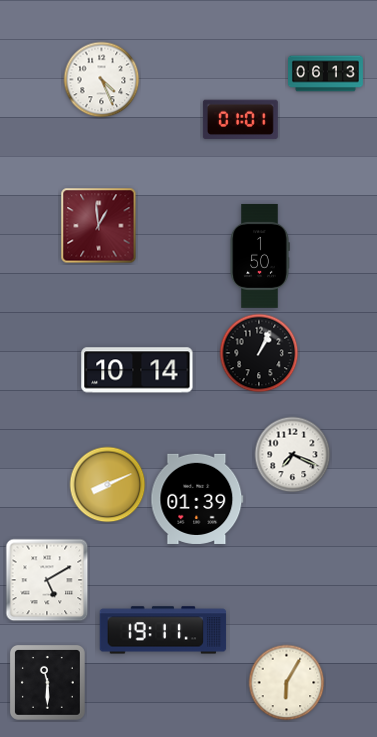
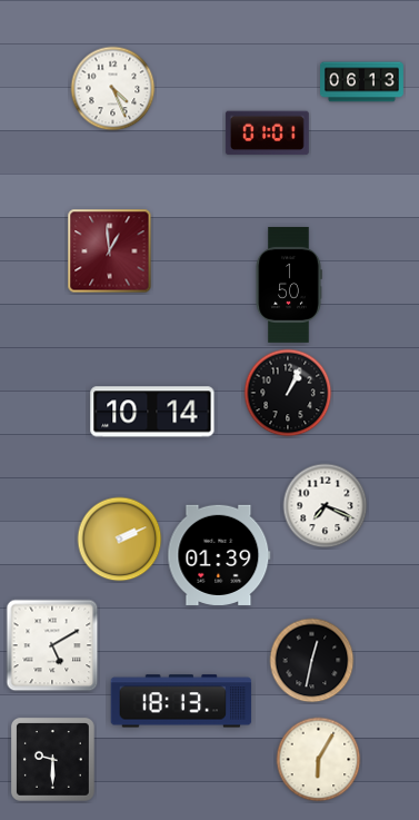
clock at (108, 485): 8:11 -> 2:11
clock at (312, 661): none -> 12:32
clock at (163, 630): 19:11 -> 18:13
clock at (48, 683): 11:30 -> 9:30
